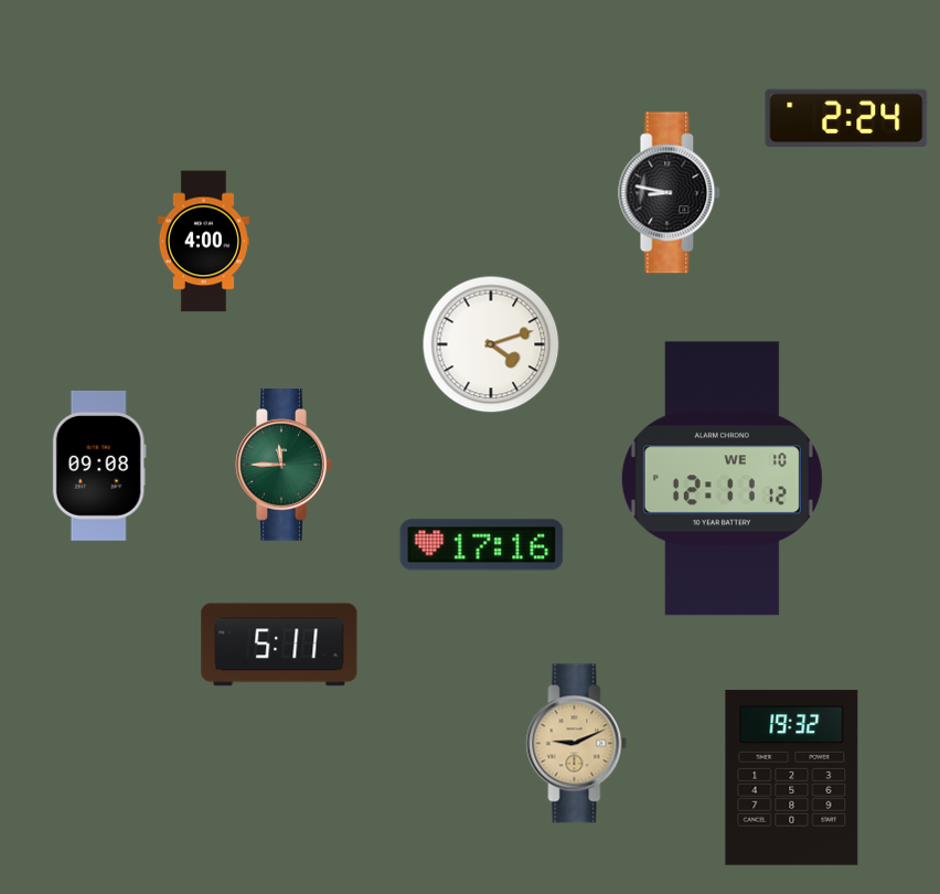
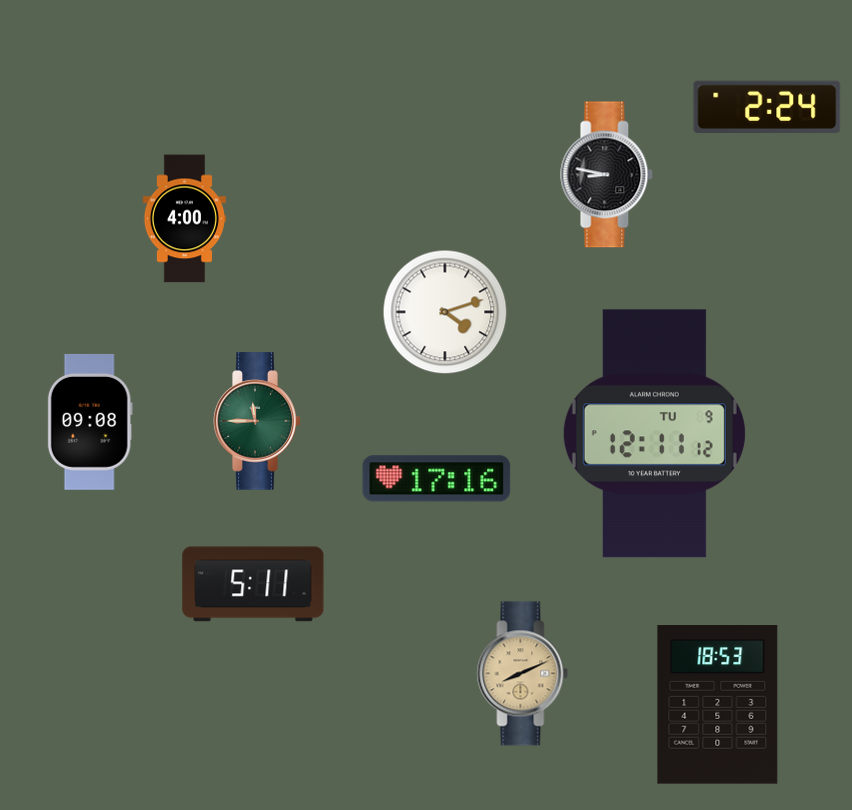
clock at (722, 479) date: WE 10 -> TU 9
clock at (482, 545) position: (482, 545) -> (437, 479)
clock at (577, 744): 9:11 -> 8:11
clock at (792, 778): 19:32 -> 18:53
